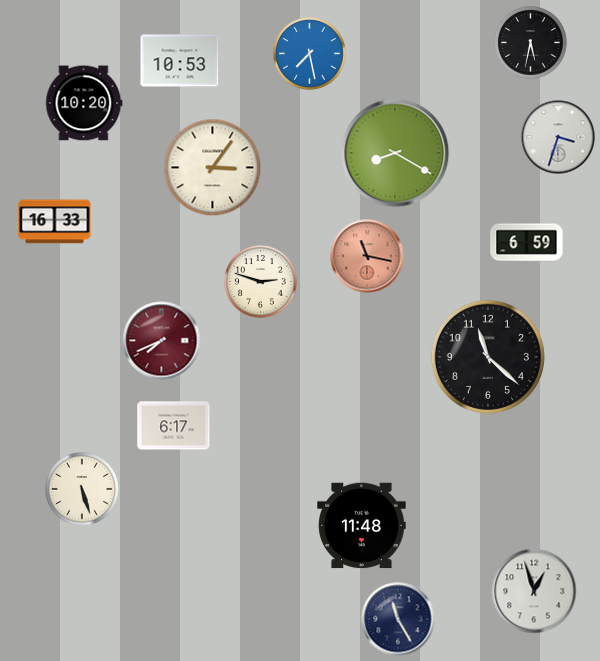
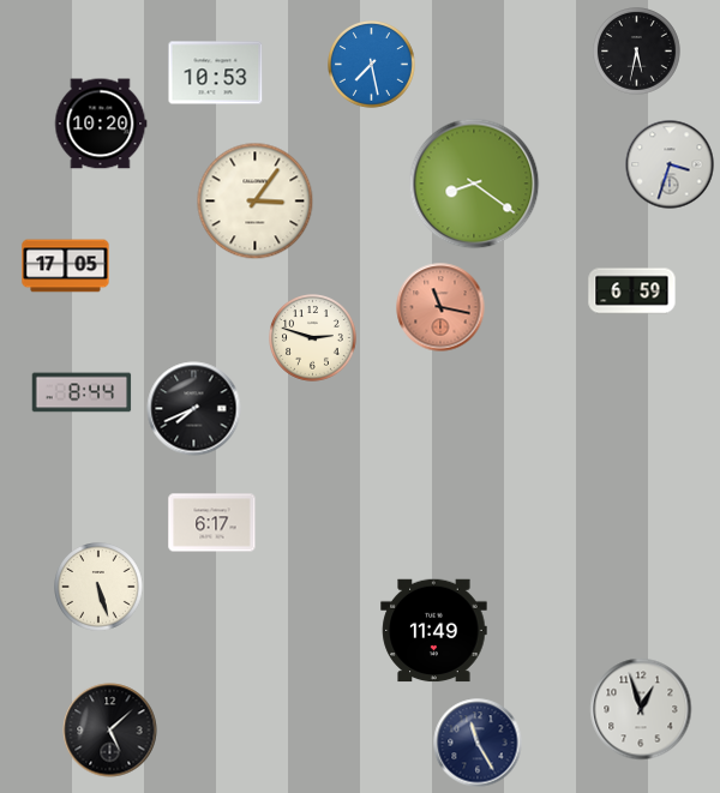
clock at (395, 153): 8:20 -> 8:21
clock at (55, 222): 16:33 -> 17:05
clock at (82, 392): none -> 8:44
clock at (162, 341) dial: burgundy -> black
clock at (488, 357): 11:22 -> none
clock at (174, 426) position: (174, 426) -> (212, 523)
clock at (362, 526): 11:48 -> 11:49
clock at (110, 731): none -> 5:08
